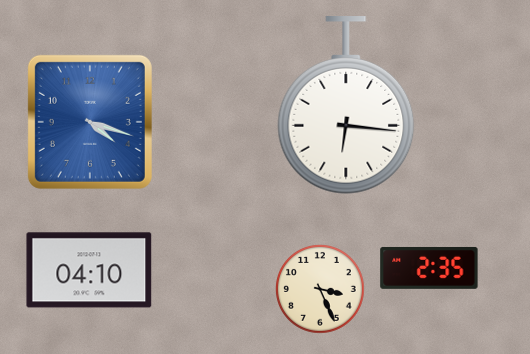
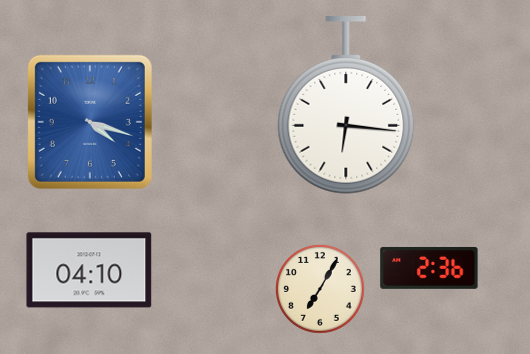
clock at (429, 268): 2:35 -> 2:36
clock at (321, 290): 3:26 -> 7:05
